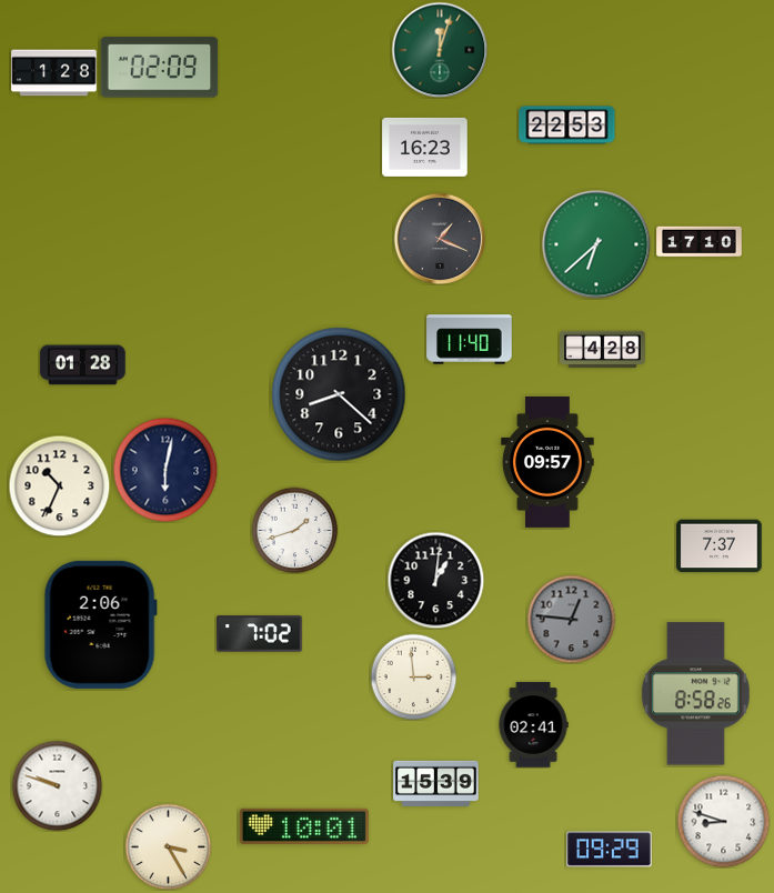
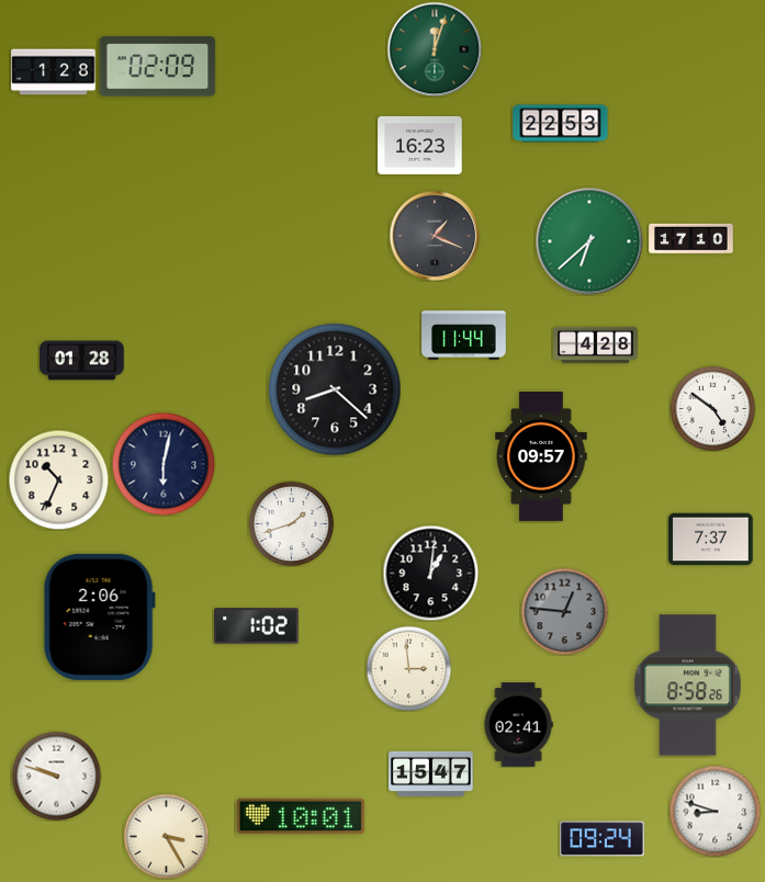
clock at (470, 340): 11:40 -> 11:44
clock at (712, 408): none -> 4:51
clock at (260, 634): 7:02 -> 1:02
clock at (533, 725) position: (533, 725) -> (518, 725)
clock at (436, 783): 15:39 -> 15:47
clock at (610, 850): 09:29 -> 09:24
